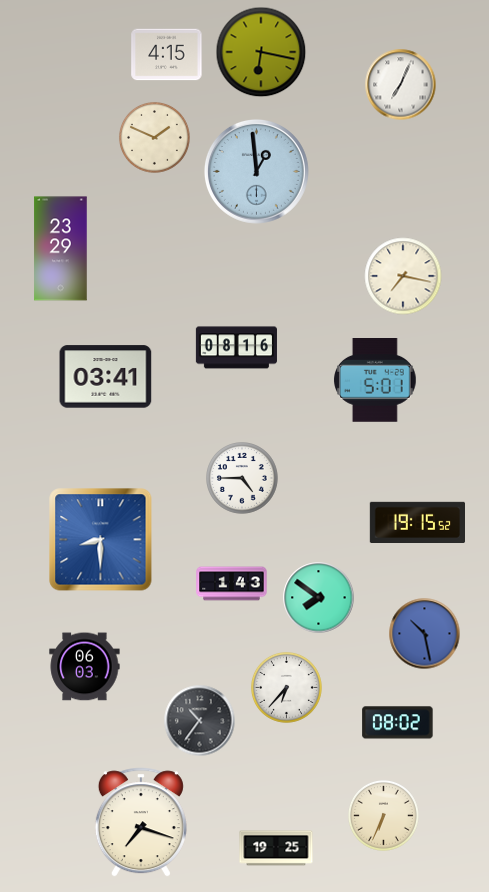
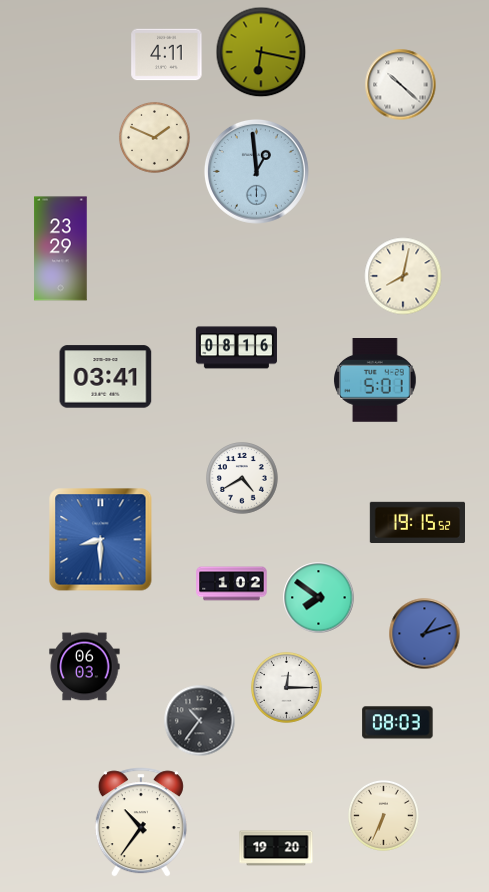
clock at (167, 55): 4:15 -> 4:11
clock at (401, 85): 7:04 -> 10:22
clock at (403, 276): 7:17 -> 8:02
clock at (243, 479): 4:45 -> 4:40
clock at (232, 584): 1:43 -> 1:02
clock at (425, 634): 10:28 -> 1:12
clock at (286, 687): 6:37 -> 12:15
clock at (398, 723): 08:02 -> 08:03
clock at (141, 822): 7:18 -> 10:36
clock at (276, 848): 19:25 -> 19:20
